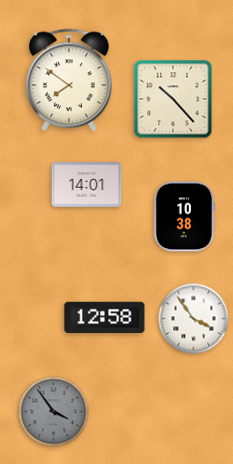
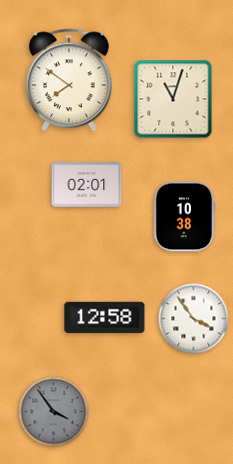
clock at (173, 99): 10:23 -> 11:03
clock at (87, 185): 14:01 -> 02:01
